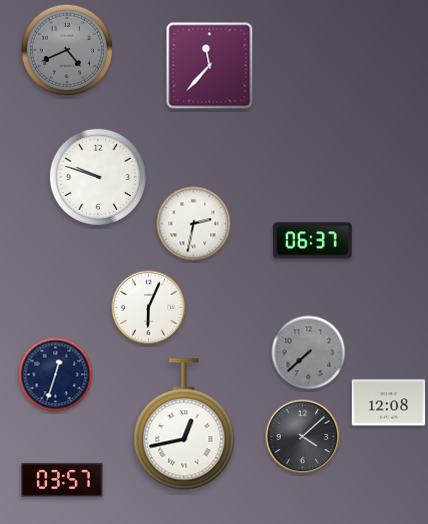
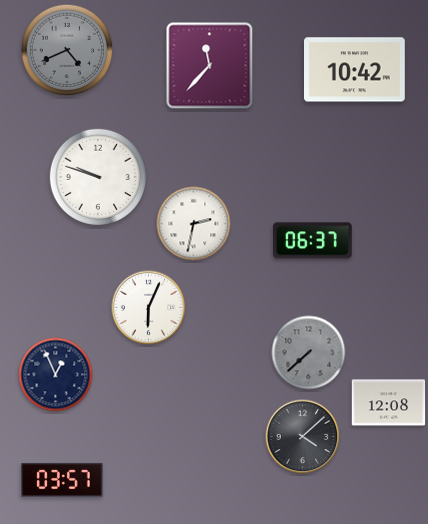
clock at (355, 70): none -> 10:42
clock at (56, 375): 12:33 -> 12:56
clock at (184, 424): 12:43 -> none
